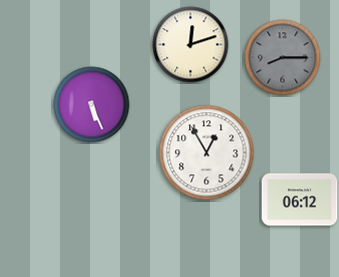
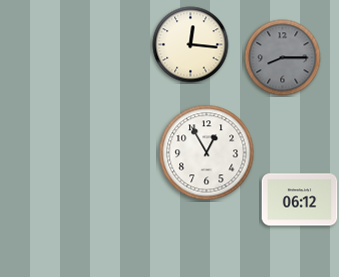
clock at (191, 45): 12:12 -> 12:16
clock at (92, 105): 5:26 -> none
